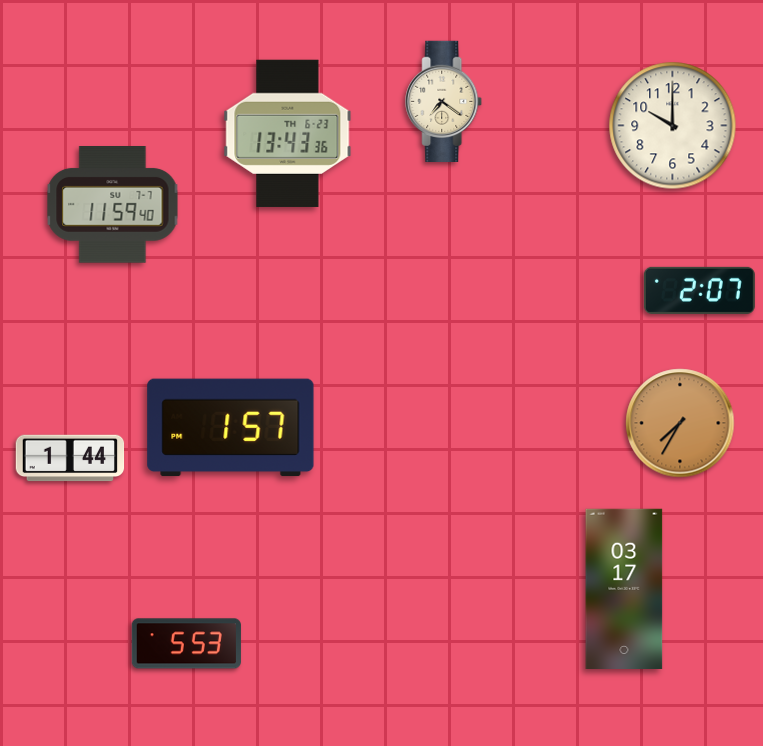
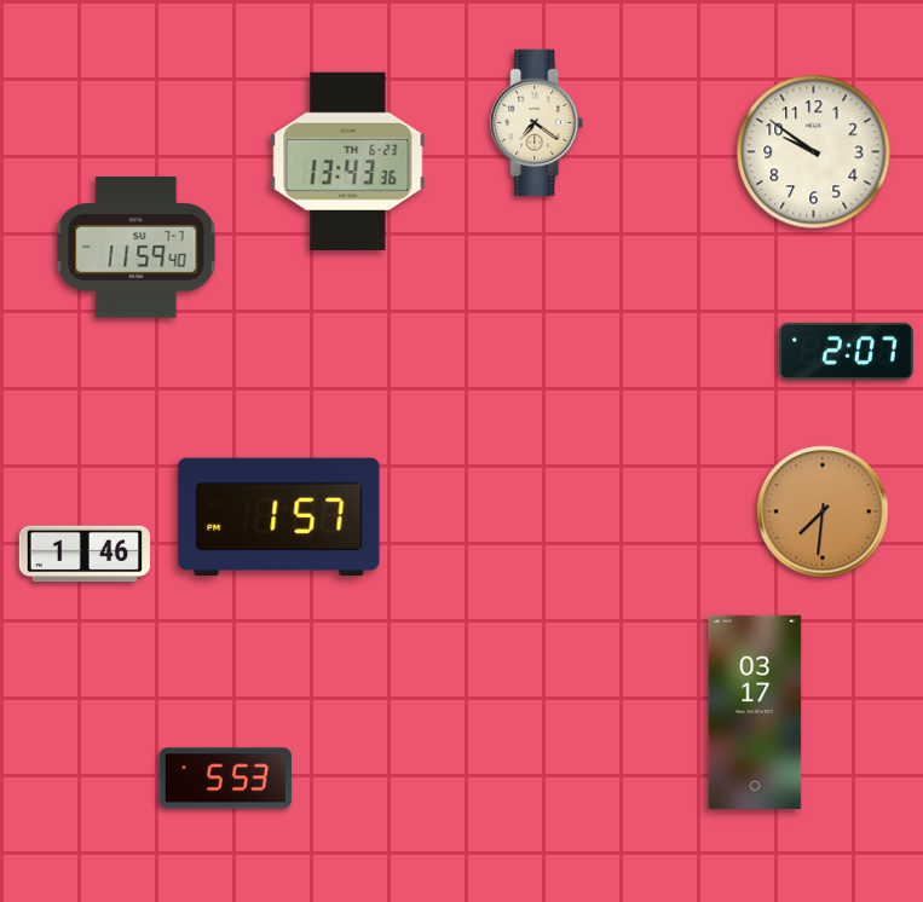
clock at (673, 126): 10:00 -> 9:51
clock at (680, 423): 7:35 -> 7:31
clock at (70, 458): 1:44 -> 1:46
